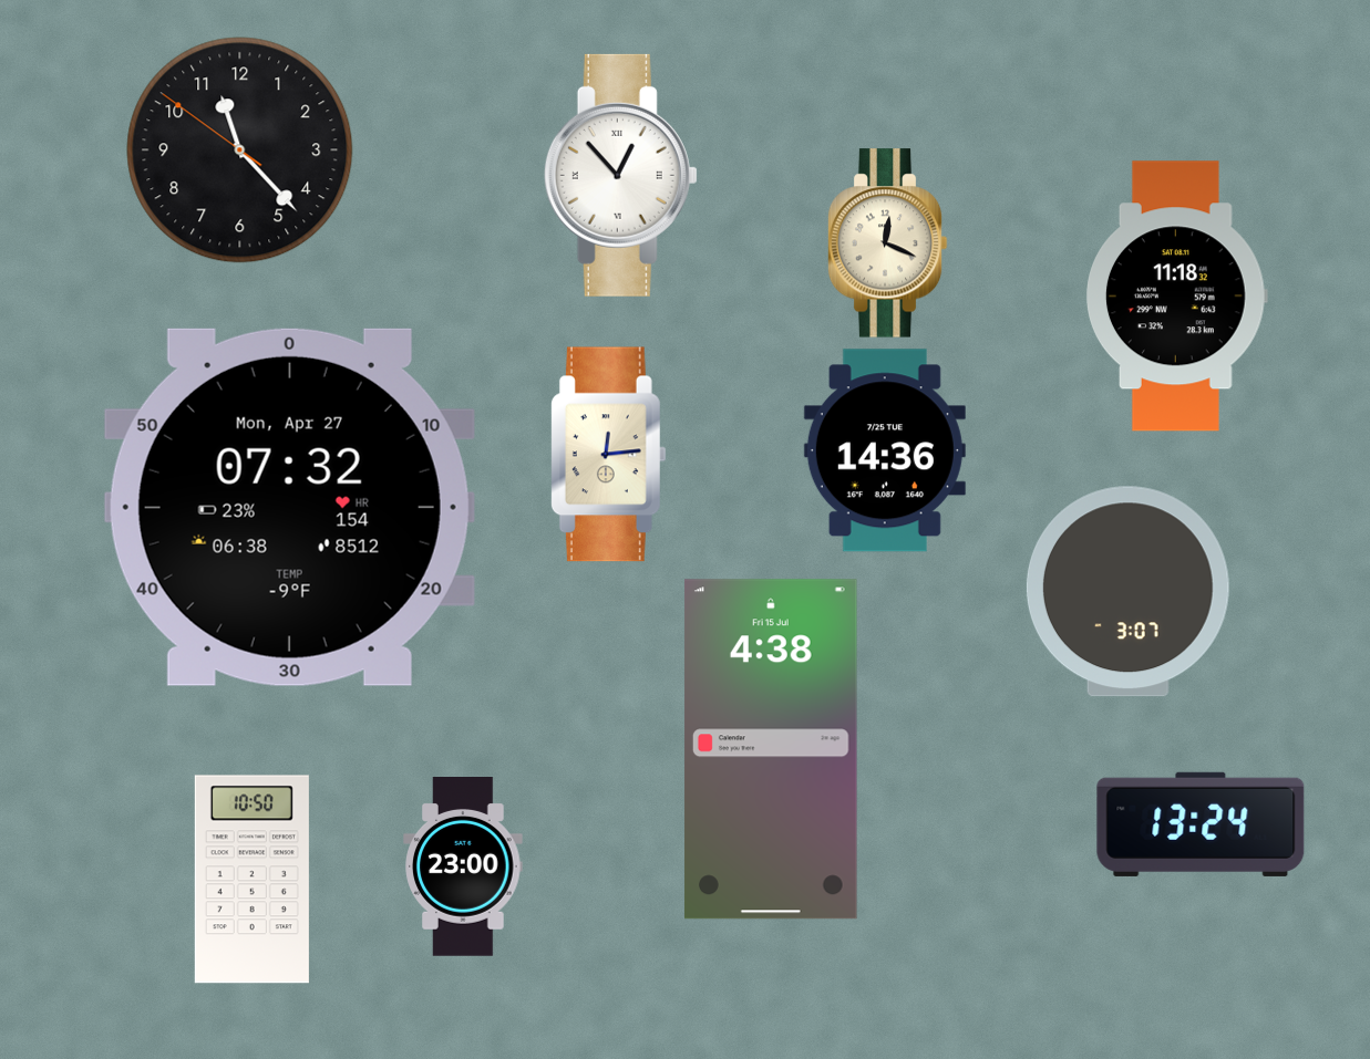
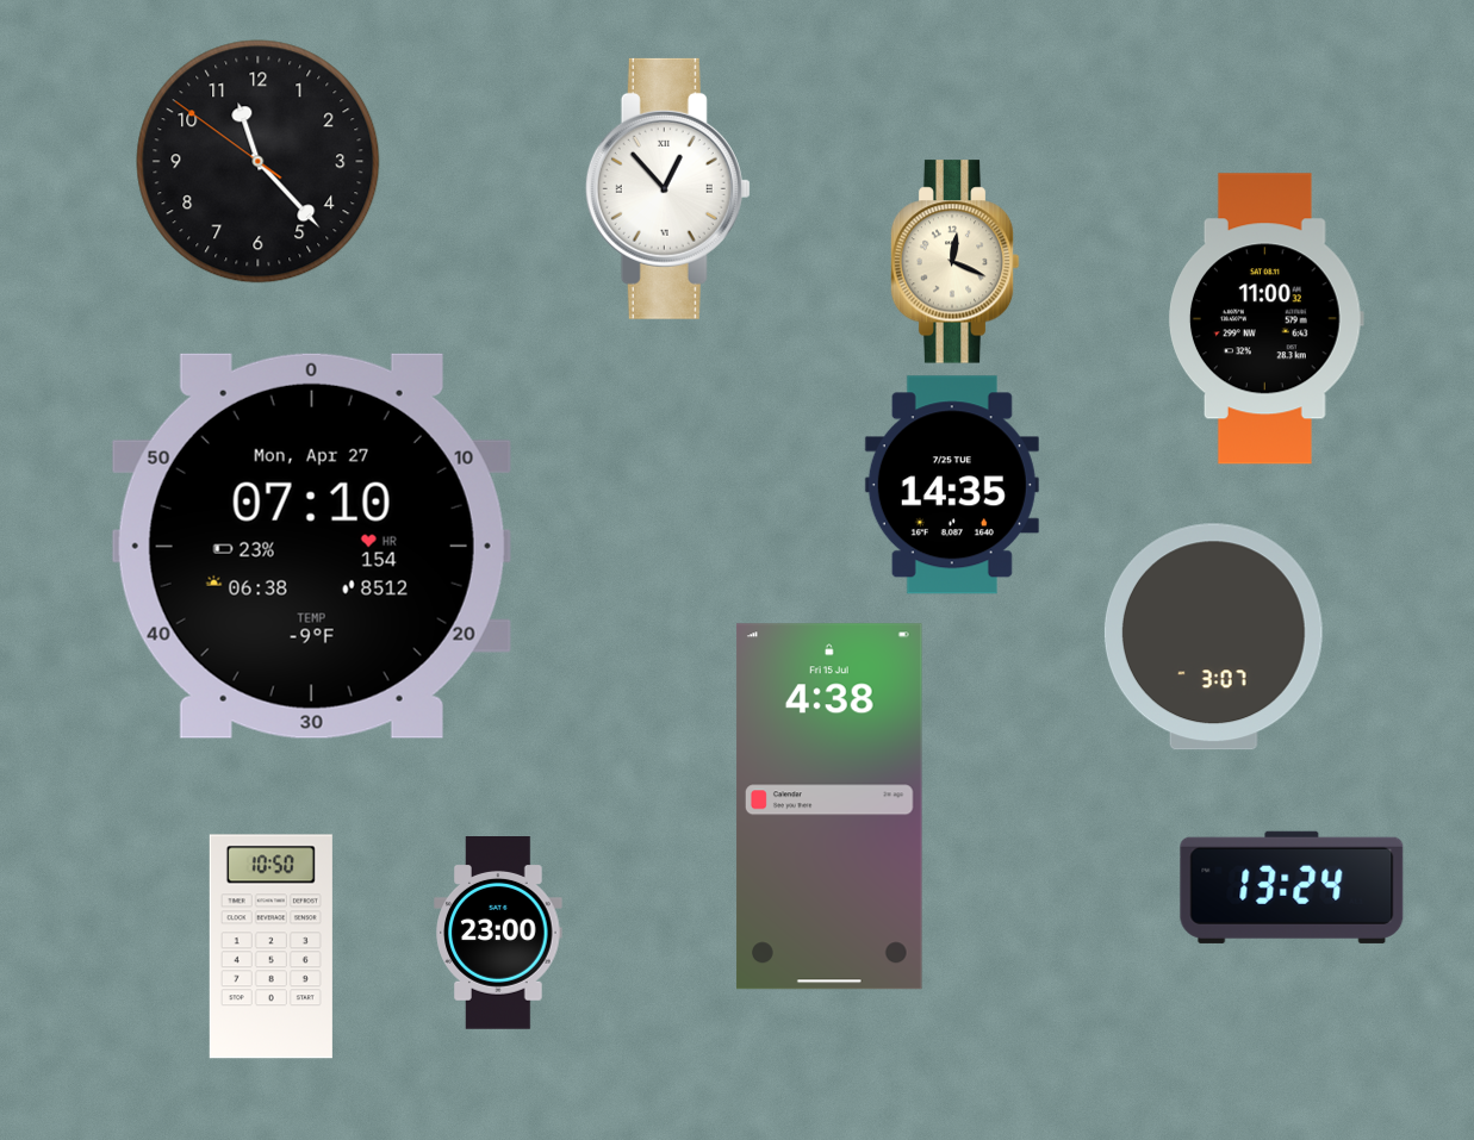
clock at (1177, 297): 11:18 -> 11:00
clock at (885, 450): 14:36 -> 14:35
clock at (608, 455): 12:14 -> none
clock at (289, 507): 07:32 -> 07:10
